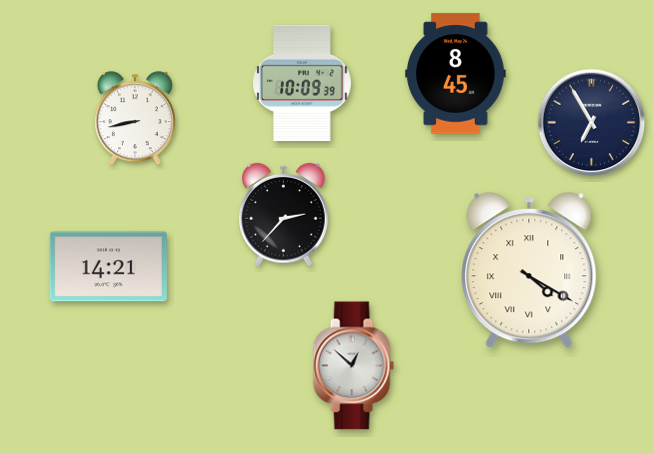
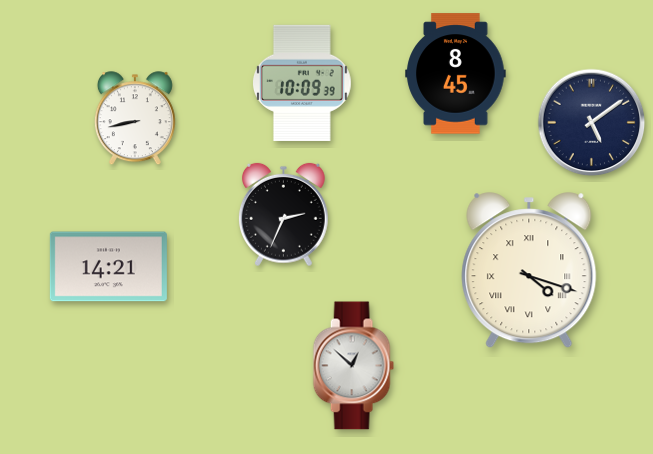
clock at (592, 123): 6:55 -> 5:09
clock at (283, 215): 2:37 -> 2:34
clock at (529, 271): 4:20 -> 4:18
